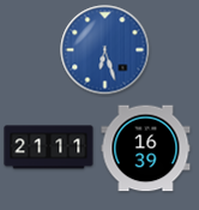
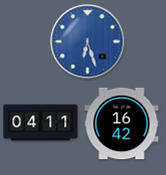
clock at (49, 148): 21:11 -> 04:11
clock at (146, 149): 16:39 -> 16:42
